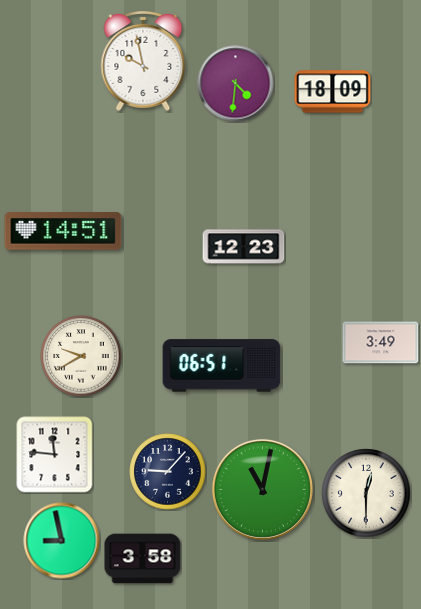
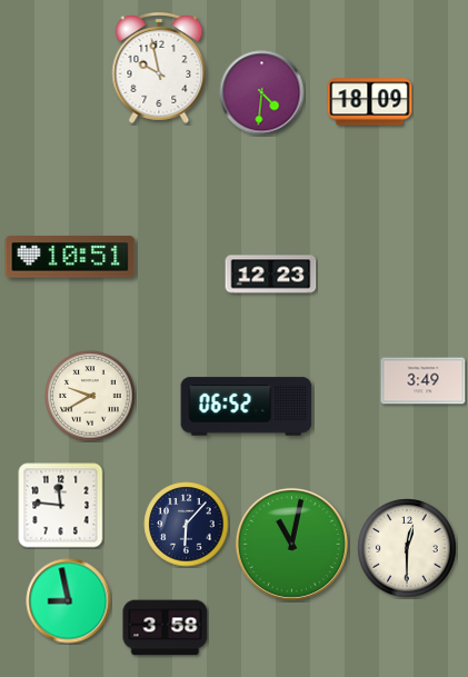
clock at (63, 231): 14:51 -> 10:51
clock at (222, 366): 06:51 -> 06:52
clock at (168, 472): 9:07 -> 6:07
clock at (143, 559) position: (143, 559) -> (166, 628)
